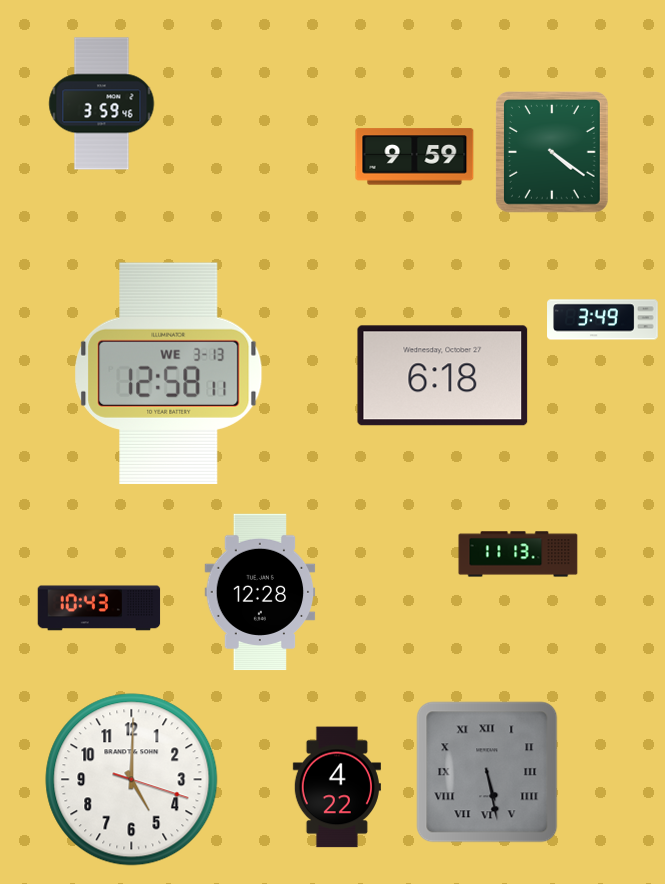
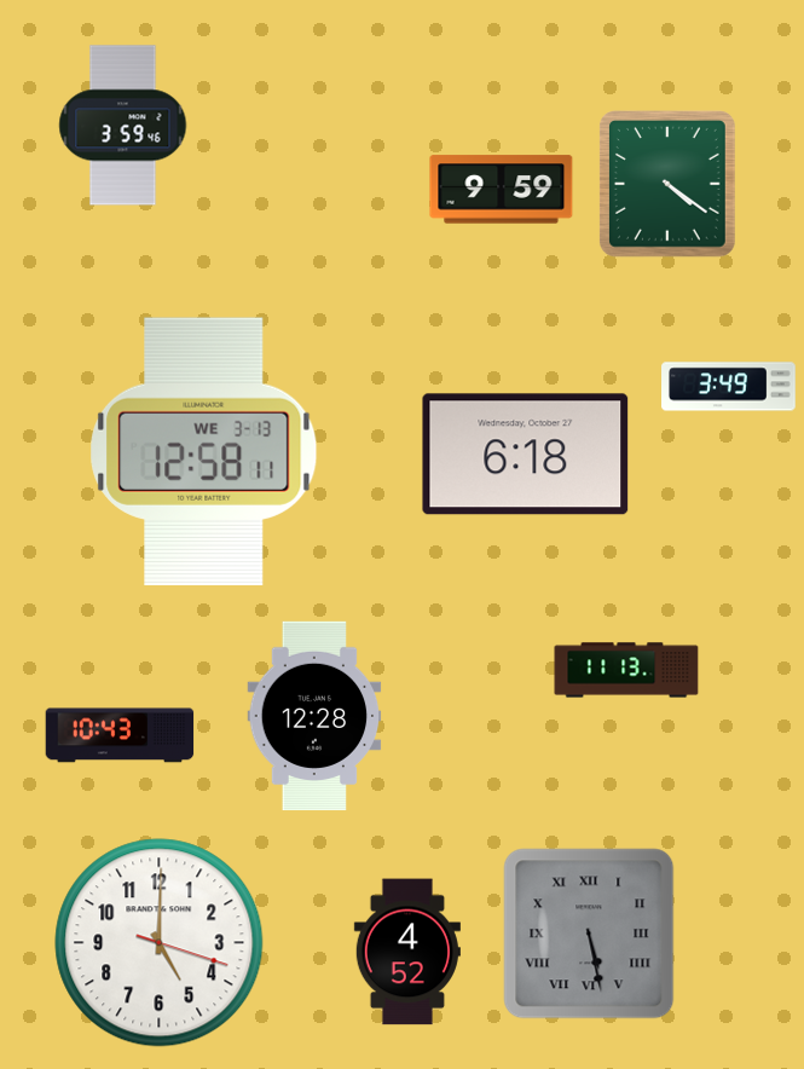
clock at (443, 376) position: (443, 376) -> (526, 455)
clock at (337, 787): 4:22 -> 4:52
